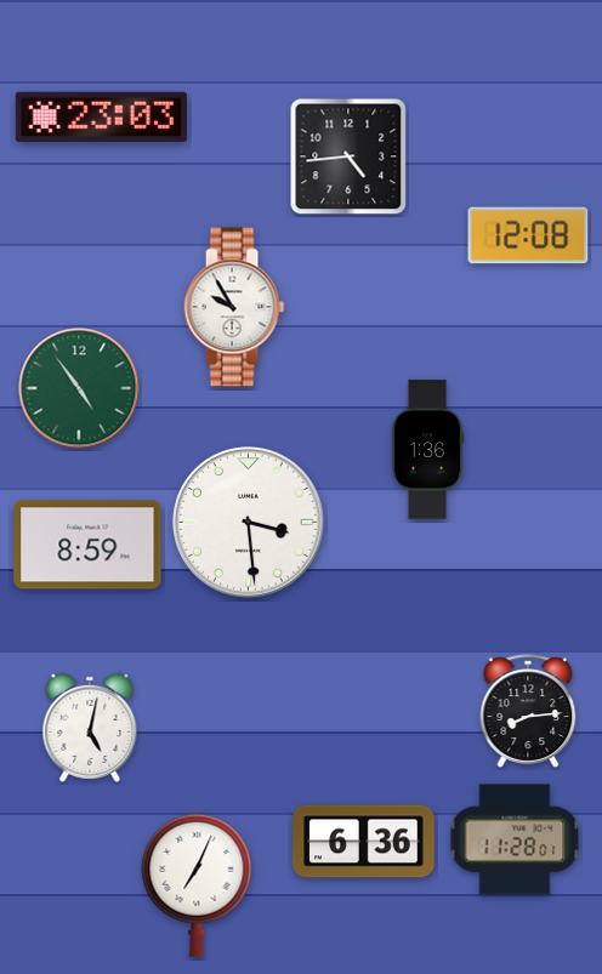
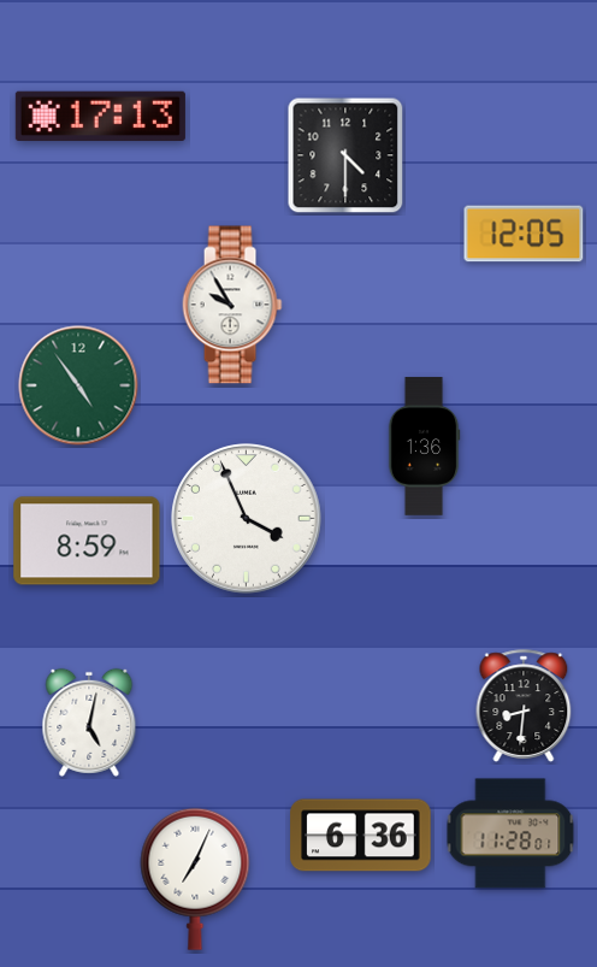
clock at (101, 116): 23:03 -> 17:13
clock at (348, 156): 4:44 -> 4:30
clock at (528, 235): 12:08 -> 12:05
clock at (249, 523): 3:29 -> 3:56
clock at (528, 711): 8:14 -> 8:31
